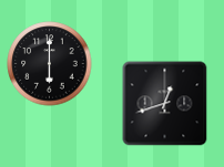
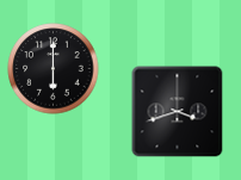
clock at (165, 104): 12:42 -> 3:42
